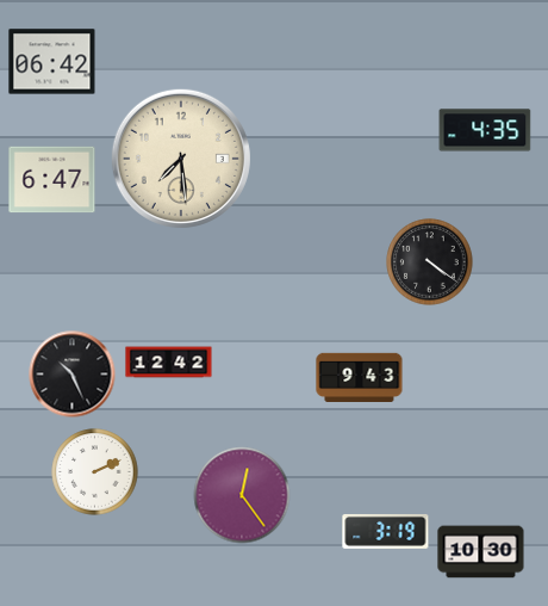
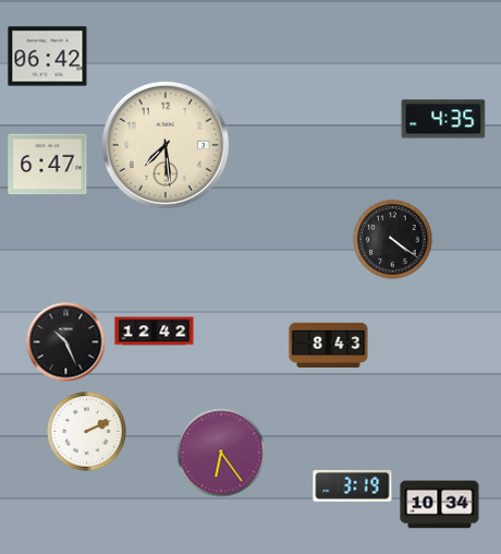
clock at (360, 378): 9:43 -> 8:43
clock at (242, 495): 12:24 -> 6:24
clock at (481, 552): 10:30 -> 10:34
